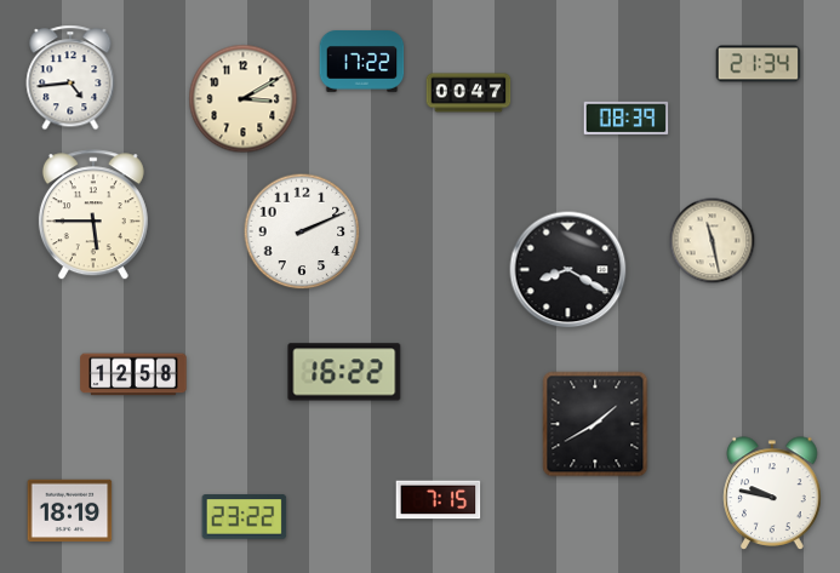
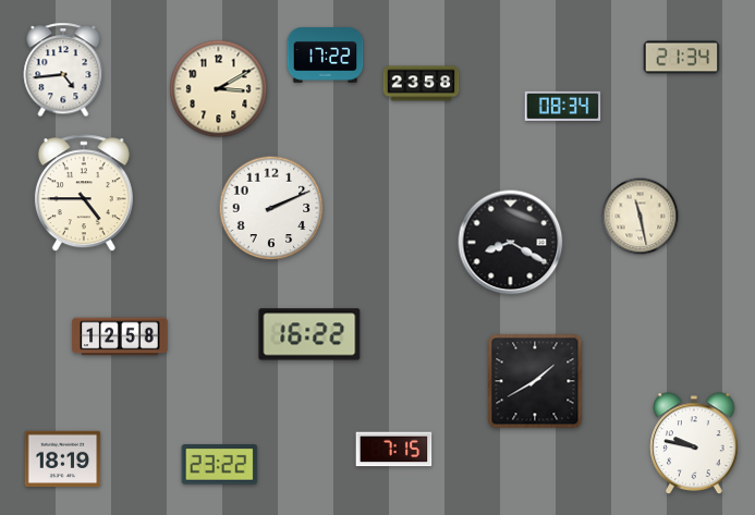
clock at (469, 93): 00:47 -> 23:58
clock at (627, 118): 08:39 -> 08:34
clock at (93, 216): 5:45 -> 4:45
